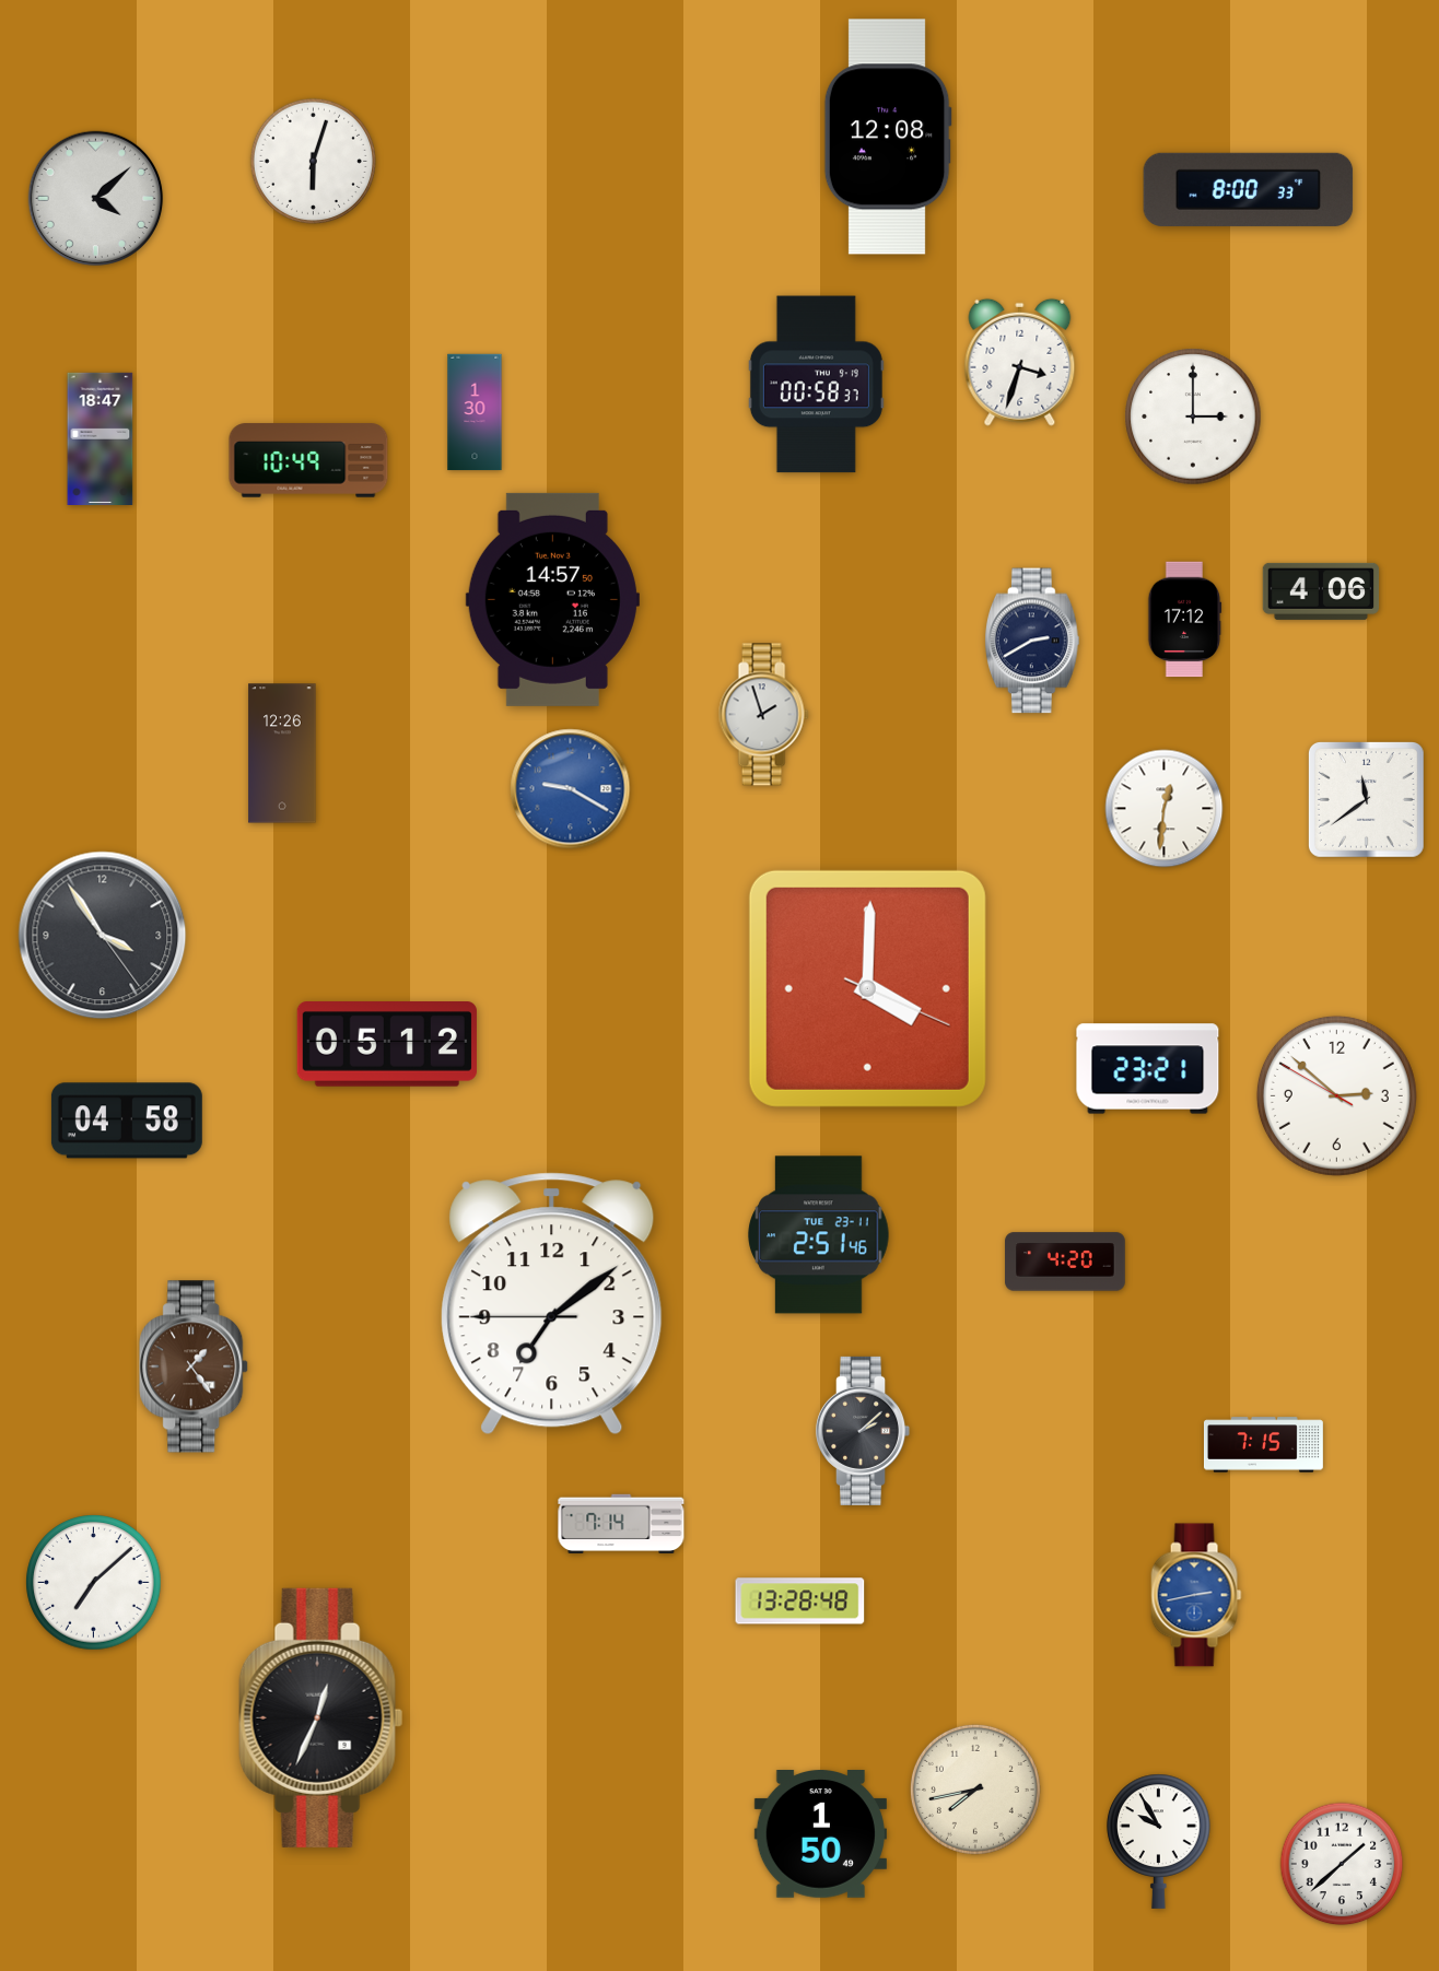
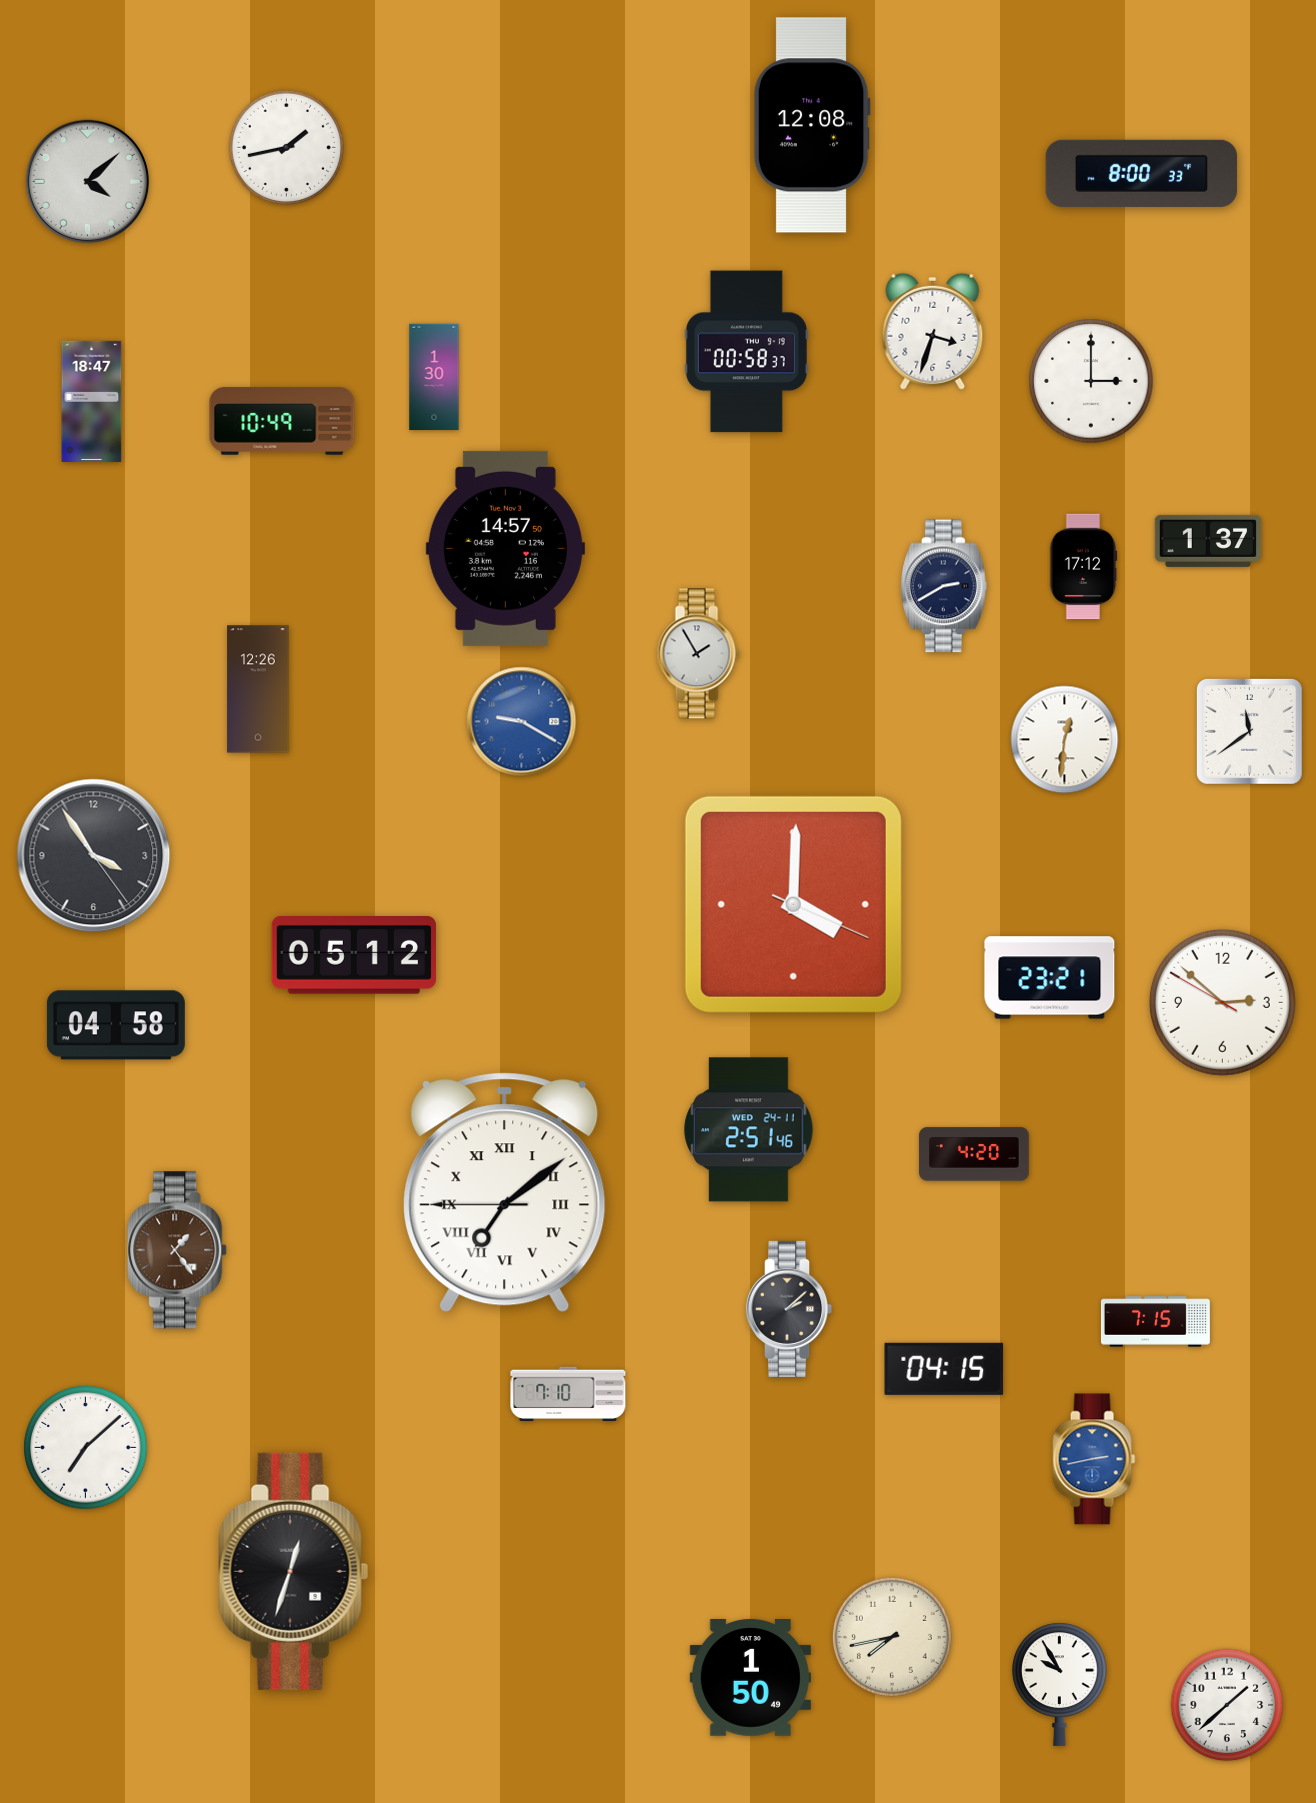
clock at (313, 161): 6:03 -> 1:43
clock at (1321, 591): 4:06 -> 1:37
clock at (763, 715): 1:57 -> 1:55
clock at (819, 1235) date: TUE 23-11 -> WED 24-11
clock at (552, 1304) numerals: Arabic -> Roman
clock at (944, 1369): none -> 04:15
clock at (621, 1523): 7:14 -> 7:10
clock at (800, 1602): 13:28 -> none
clock at (321, 1717): 12:34 -> 12:33
